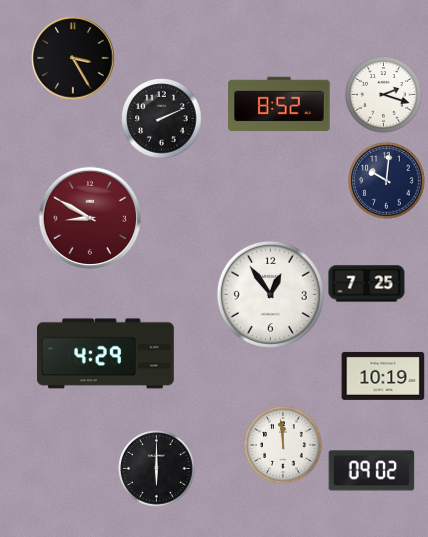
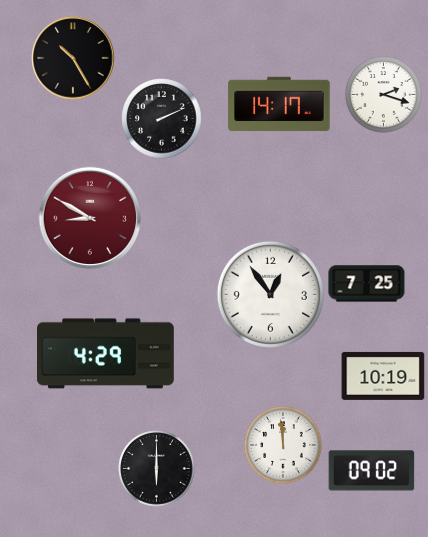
clock at (73, 58): 3:25 -> 10:25
clock at (279, 104): 8:52 -> 14:17
clock at (387, 181): 10:01 -> none
